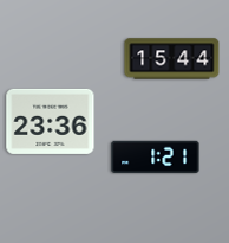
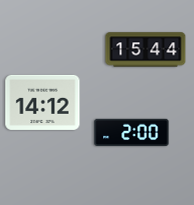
clock at (51, 121): 23:36 -> 14:12
clock at (156, 158): 1:21 -> 2:00
